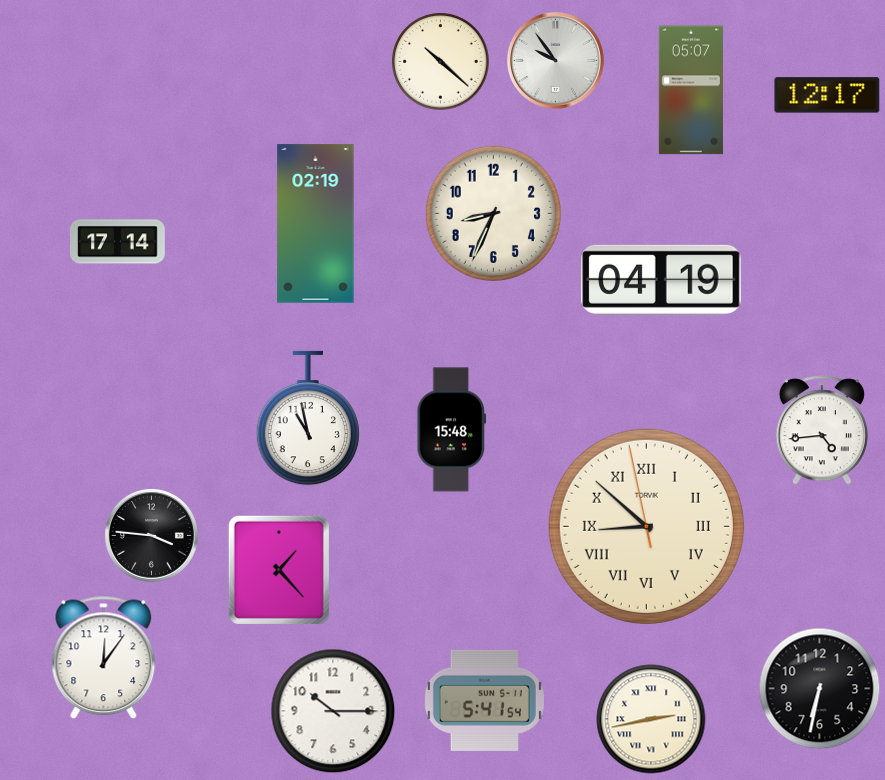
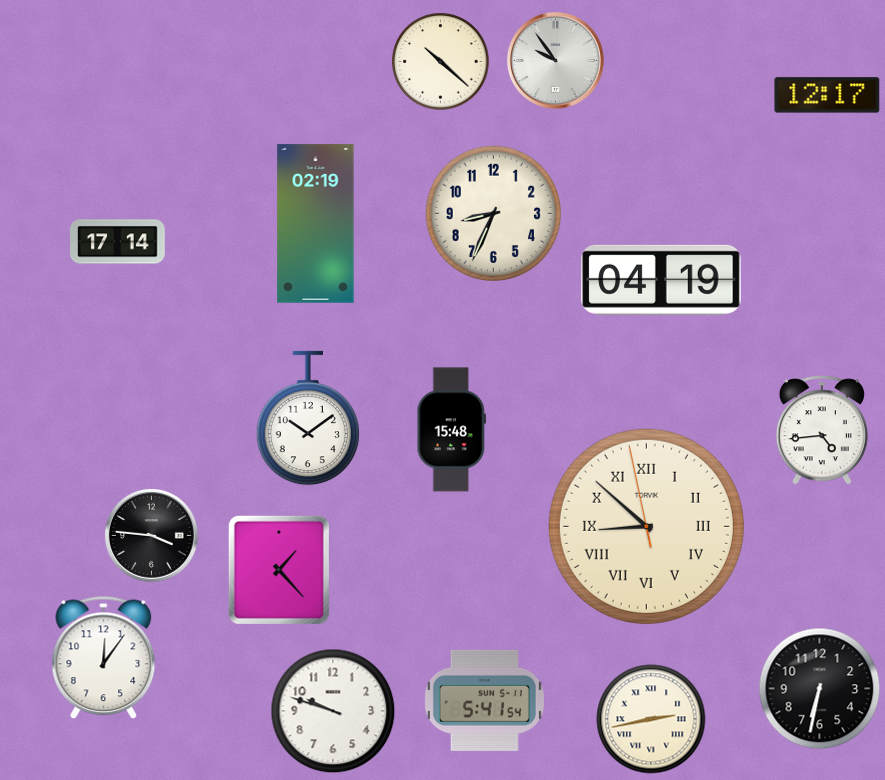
clock at (691, 90): 05:07 -> none
clock at (308, 418): 10:58 -> 10:09
clock at (333, 711): 10:15 -> 9:48
